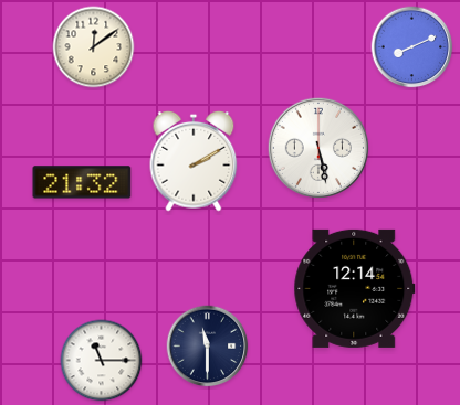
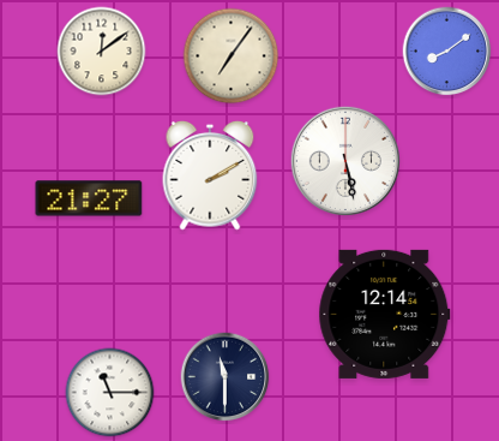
clock at (412, 47): 8:11 -> 8:09
clock at (232, 56): none -> 7:06
clock at (82, 182): 21:32 -> 21:27
